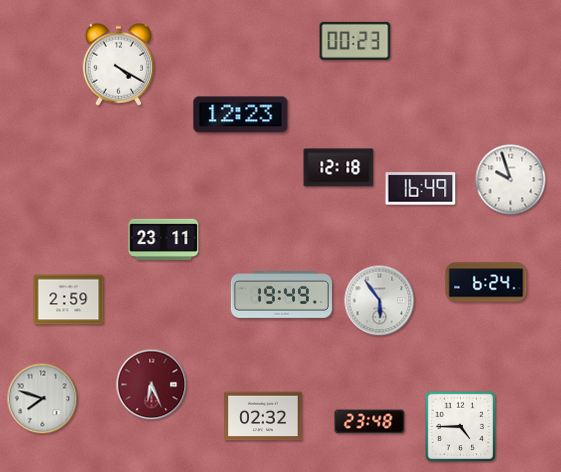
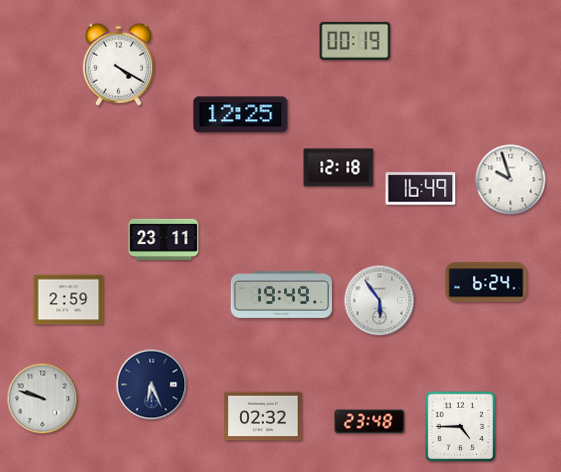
clock at (355, 41): 00:23 -> 00:19
clock at (241, 115): 12:23 -> 12:25
clock at (152, 385) dial: burgundy -> navy
clock at (43, 399): 7:48 -> 9:48
